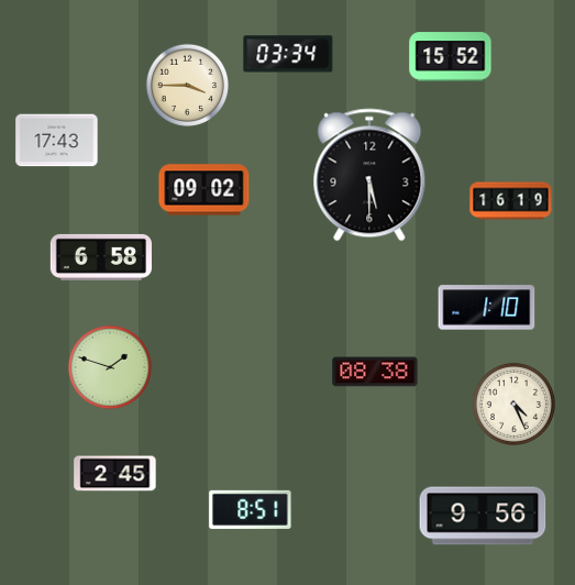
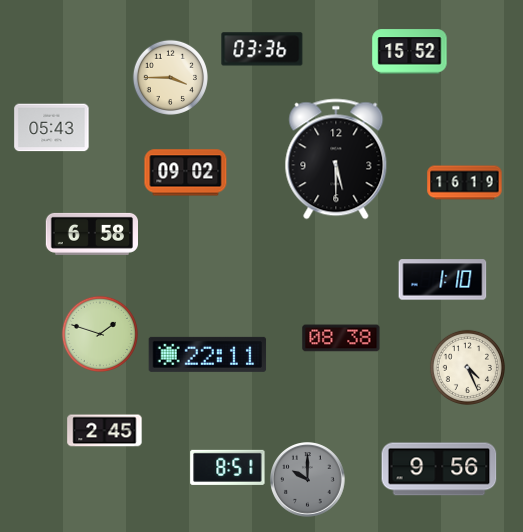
clock at (288, 54): 03:34 -> 03:36
clock at (57, 141): 17:43 -> 05:43
clock at (208, 354): none -> 22:11
clock at (251, 509) position: (251, 509) -> (228, 467)
clock at (308, 480): none -> 10:00
